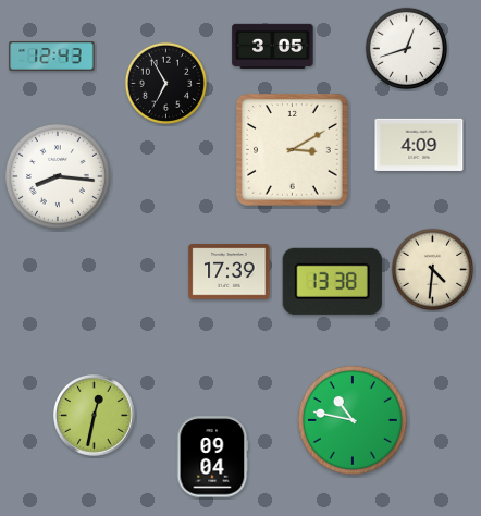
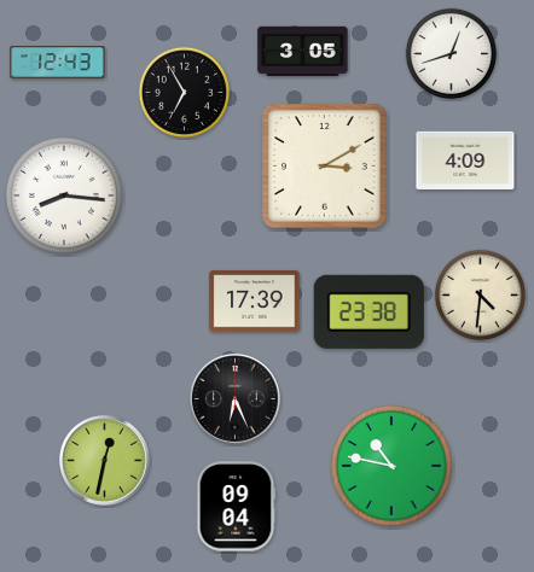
clock at (432, 269) position: (432, 269) -> (480, 294)
clock at (332, 281): 13:38 -> 23:38
clock at (236, 399): none -> 6:26
